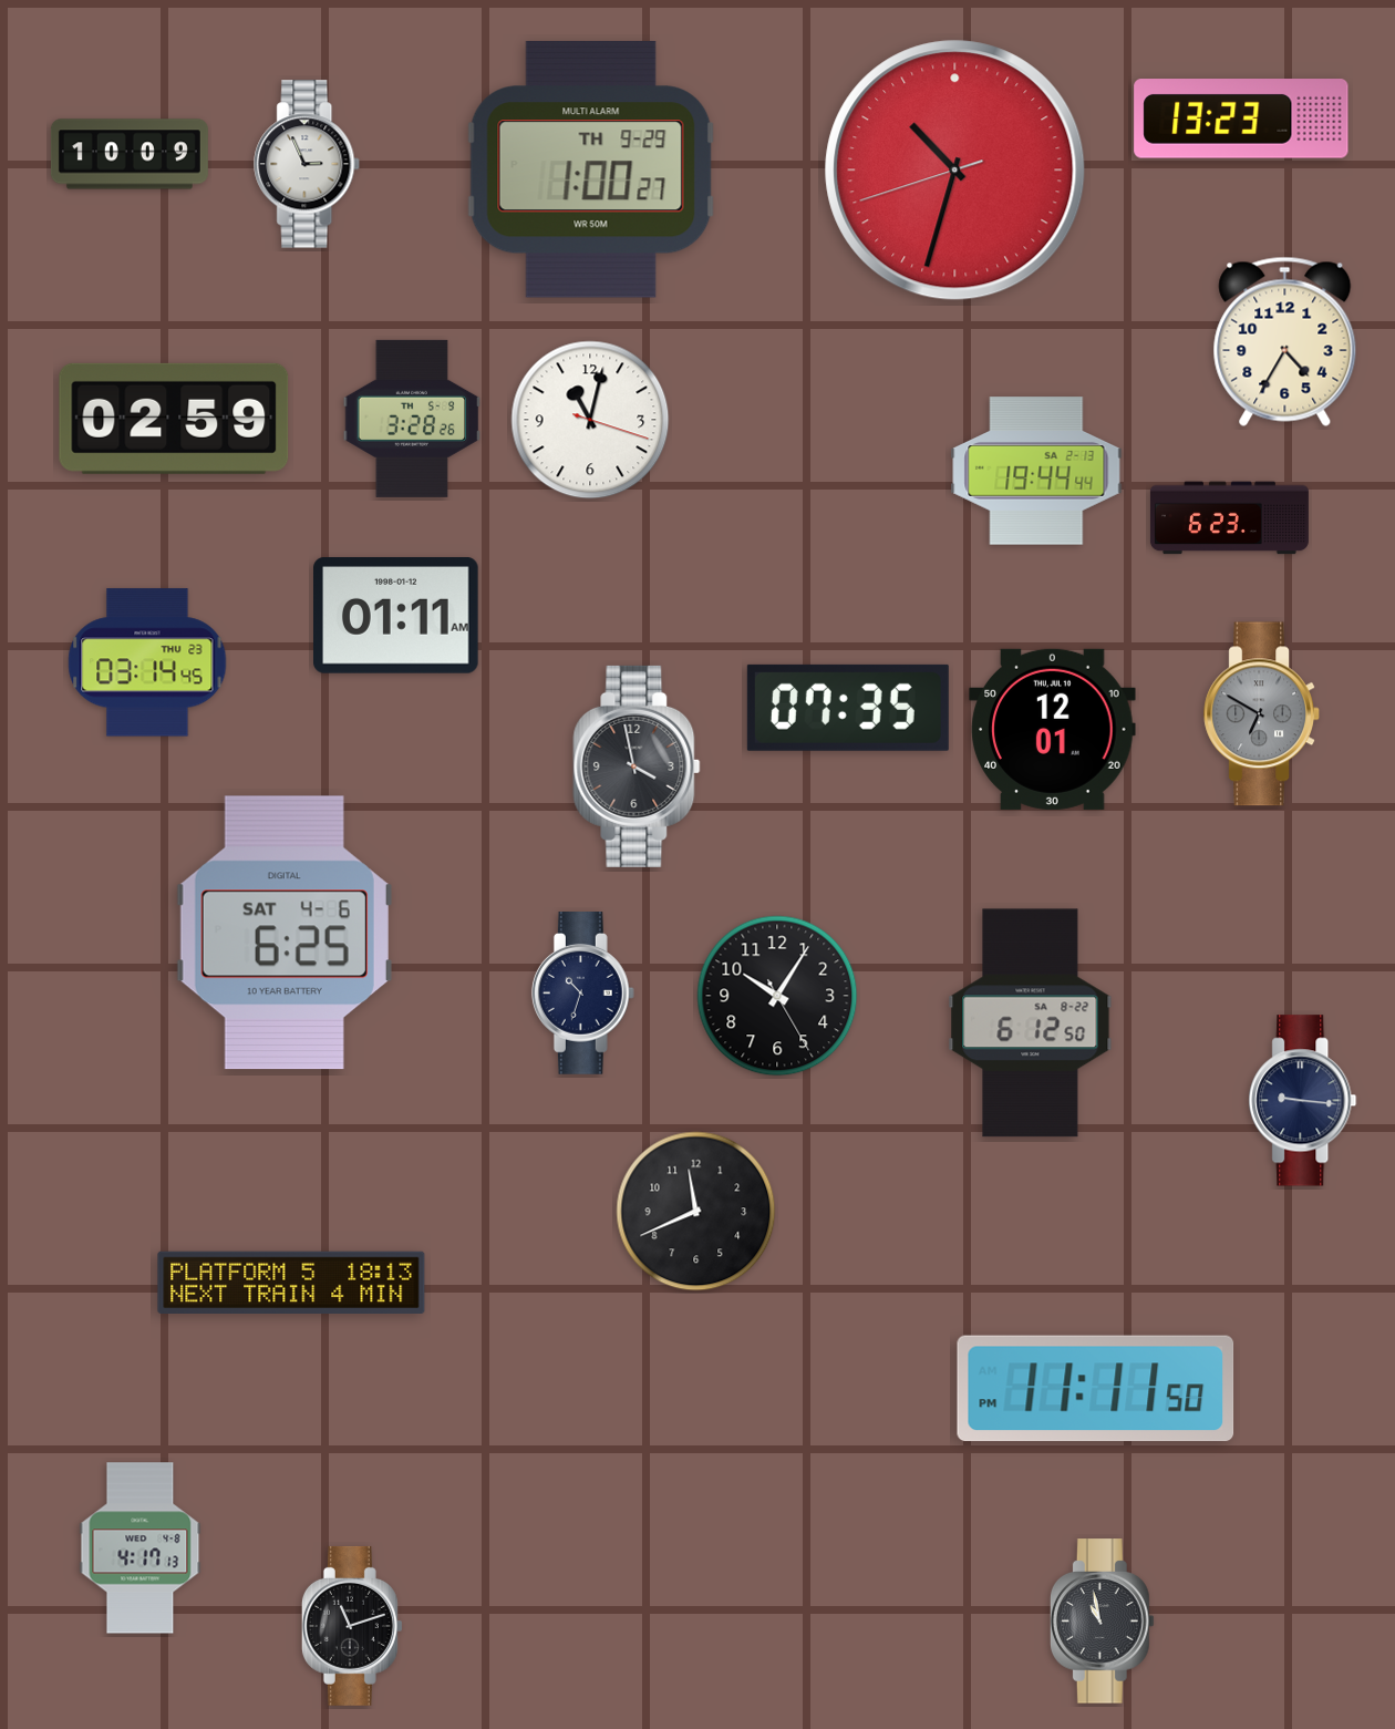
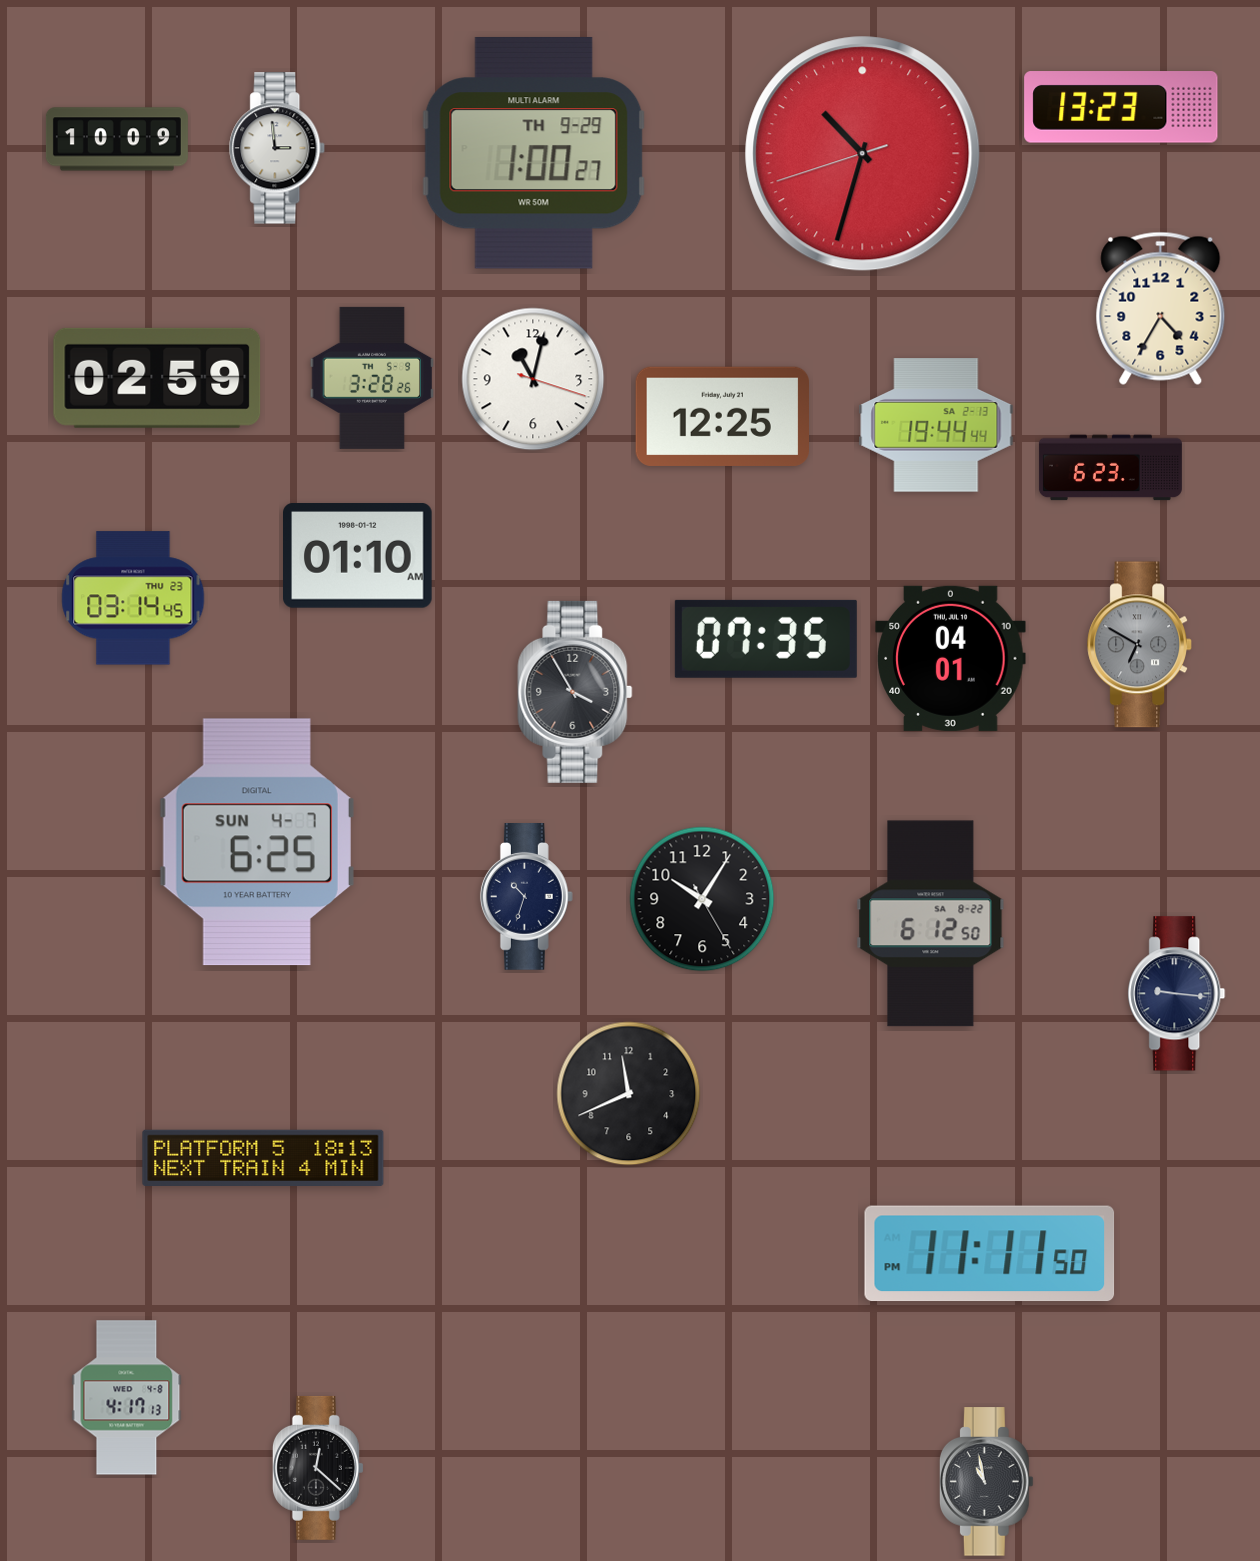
clock at (308, 164): 2:56 -> 2:59
clock at (722, 416): none -> 12:25
clock at (396, 616): 01:11 -> 01:10
clock at (1053, 729): 12:01 -> 04:01
clock at (637, 766): 3:58 -> 3:55
clock at (285, 933) date: SAT 4-6 -> SUN 4-7
clock at (1102, 1622) position: (1102, 1622) -> (986, 1482)
clock at (352, 1626): 11:12 -> 12:22
